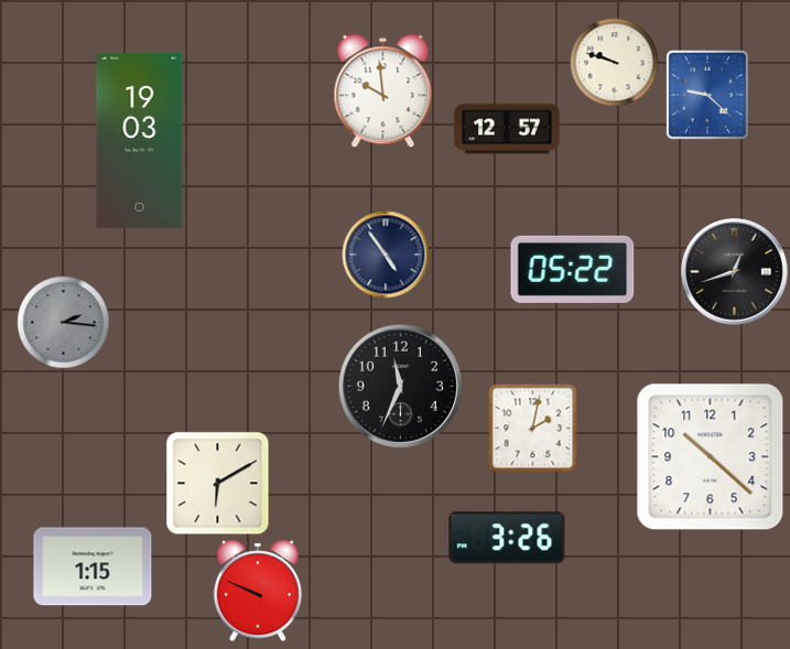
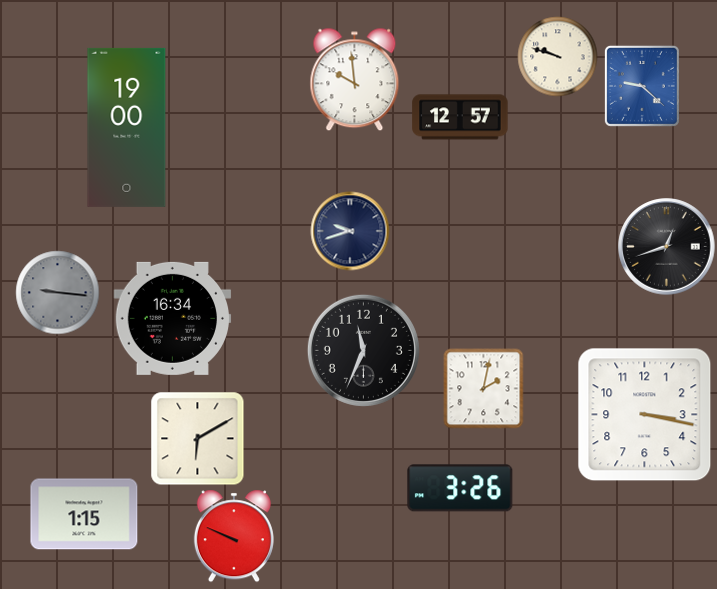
clock at (383, 91) position: (383, 91) -> (355, 80)
clock at (140, 140): 19:03 -> 19:00
clock at (386, 255): 4:54 -> 9:42
clock at (573, 269): 05:22 -> none
clock at (64, 323): 2:16 -> 9:16
clock at (173, 318): none -> 16:34
clock at (711, 457): 10:22 -> 3:17
